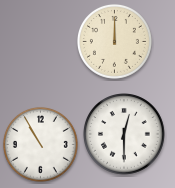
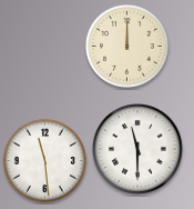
clock at (125, 135): 12:30 -> 11:30
clock at (40, 144): 10:55 -> 11:29
